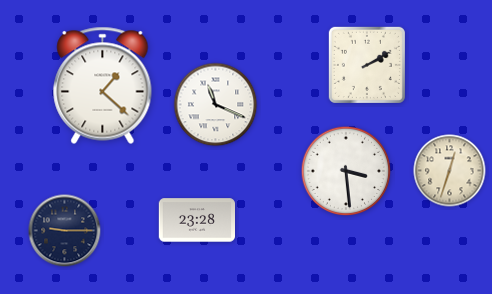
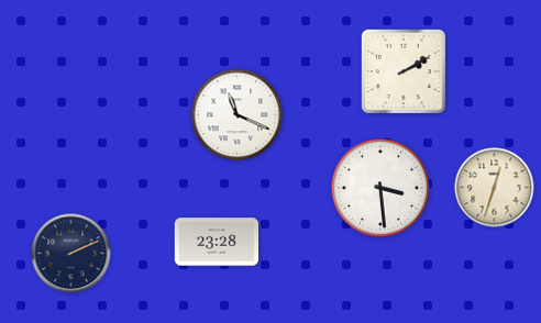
clock at (103, 85): 1:22 -> none
clock at (65, 231): 9:15 -> 2:11
